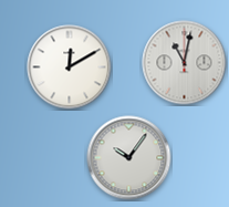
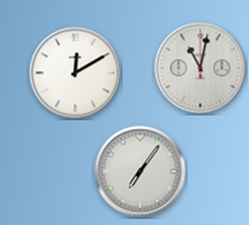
clock at (129, 158): 10:06 -> 7:06
